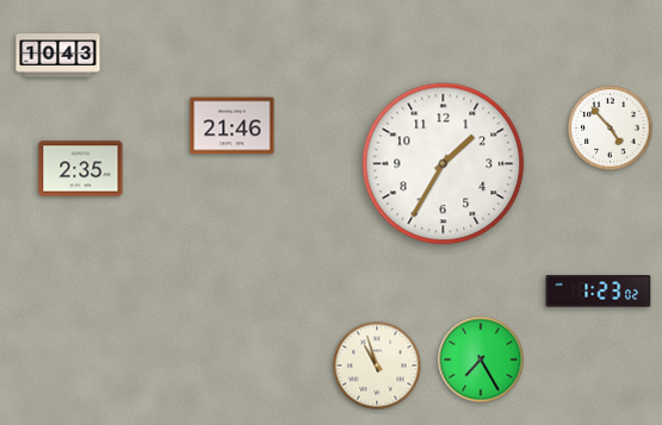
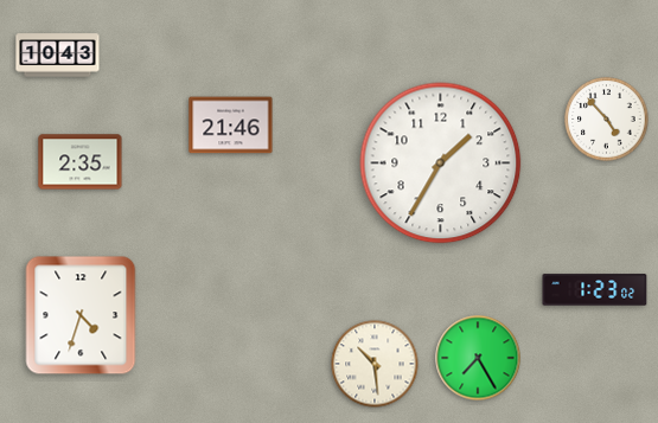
clock at (611, 129) position: (611, 129) -> (607, 120)
clock at (81, 169) position: (81, 169) -> (81, 162)
clock at (81, 315): none -> 4:33
clock at (377, 365): 10:57 -> 10:29
